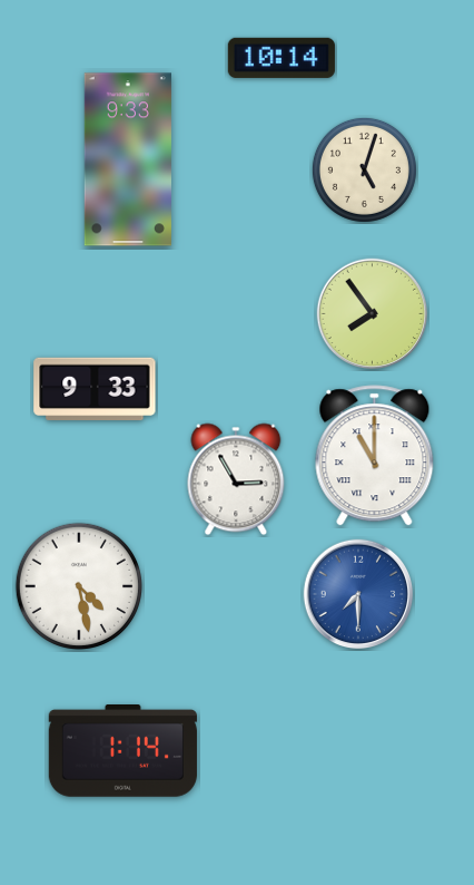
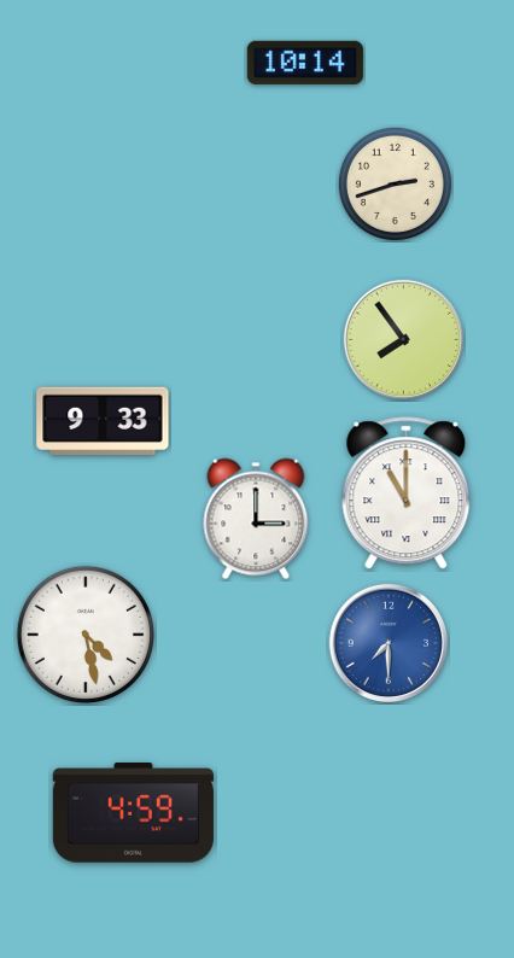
clock at (128, 159): 9:33 -> none
clock at (364, 169): 5:03 -> 2:42
clock at (236, 479): 2:55 -> 3:00
clock at (122, 751): 1:14 -> 4:59
